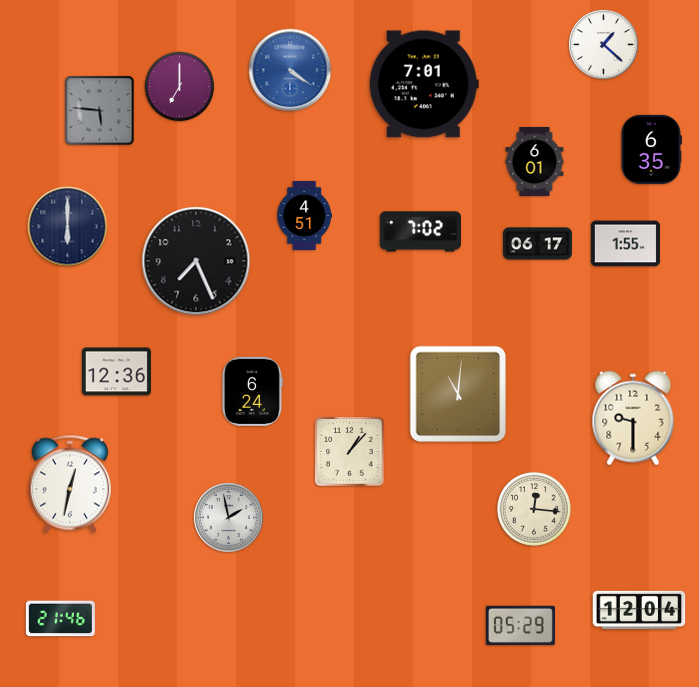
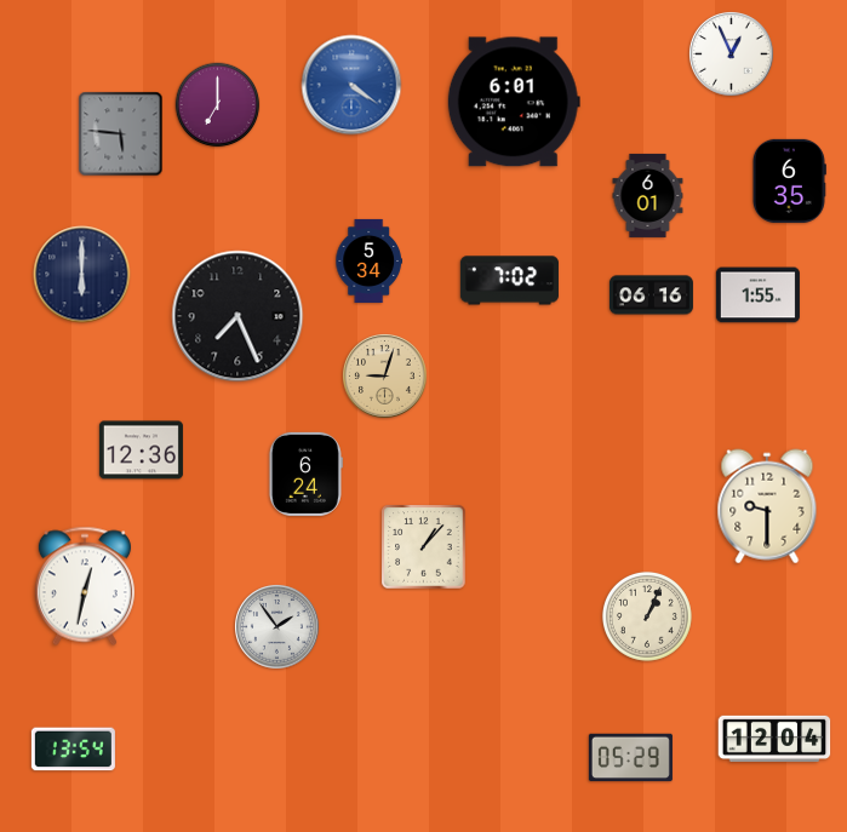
clock at (604, 45): 1:22 -> 12:56
clock at (424, 84): 7:01 -> 6:01
clock at (304, 215): 4:51 -> 5:34
clock at (537, 244): 06:17 -> 06:16
clock at (385, 377): none -> 9:03
clock at (458, 394): 11:01 -> none
clock at (534, 509): 12:16 -> 1:04
clock at (229, 518): 1:58 -> 1:54
clock at (60, 619): 21:46 -> 13:54
